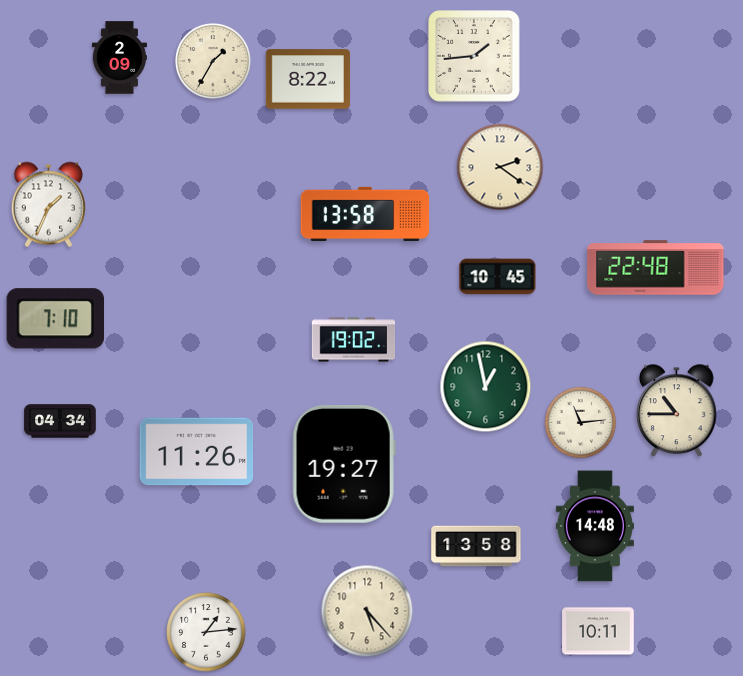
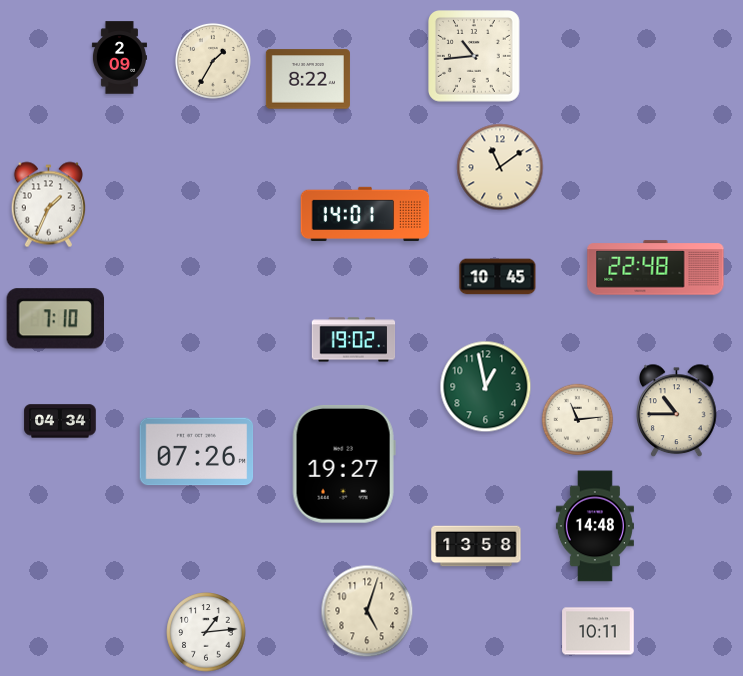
clock at (475, 57): 1:44 -> 10:44
clock at (500, 167): 2:21 -> 11:09
clock at (365, 214): 13:58 -> 14:01
clock at (581, 423) position: (581, 423) -> (578, 420)
clock at (197, 452): 11:26 -> 07:26
clock at (367, 611): 5:23 -> 5:03
